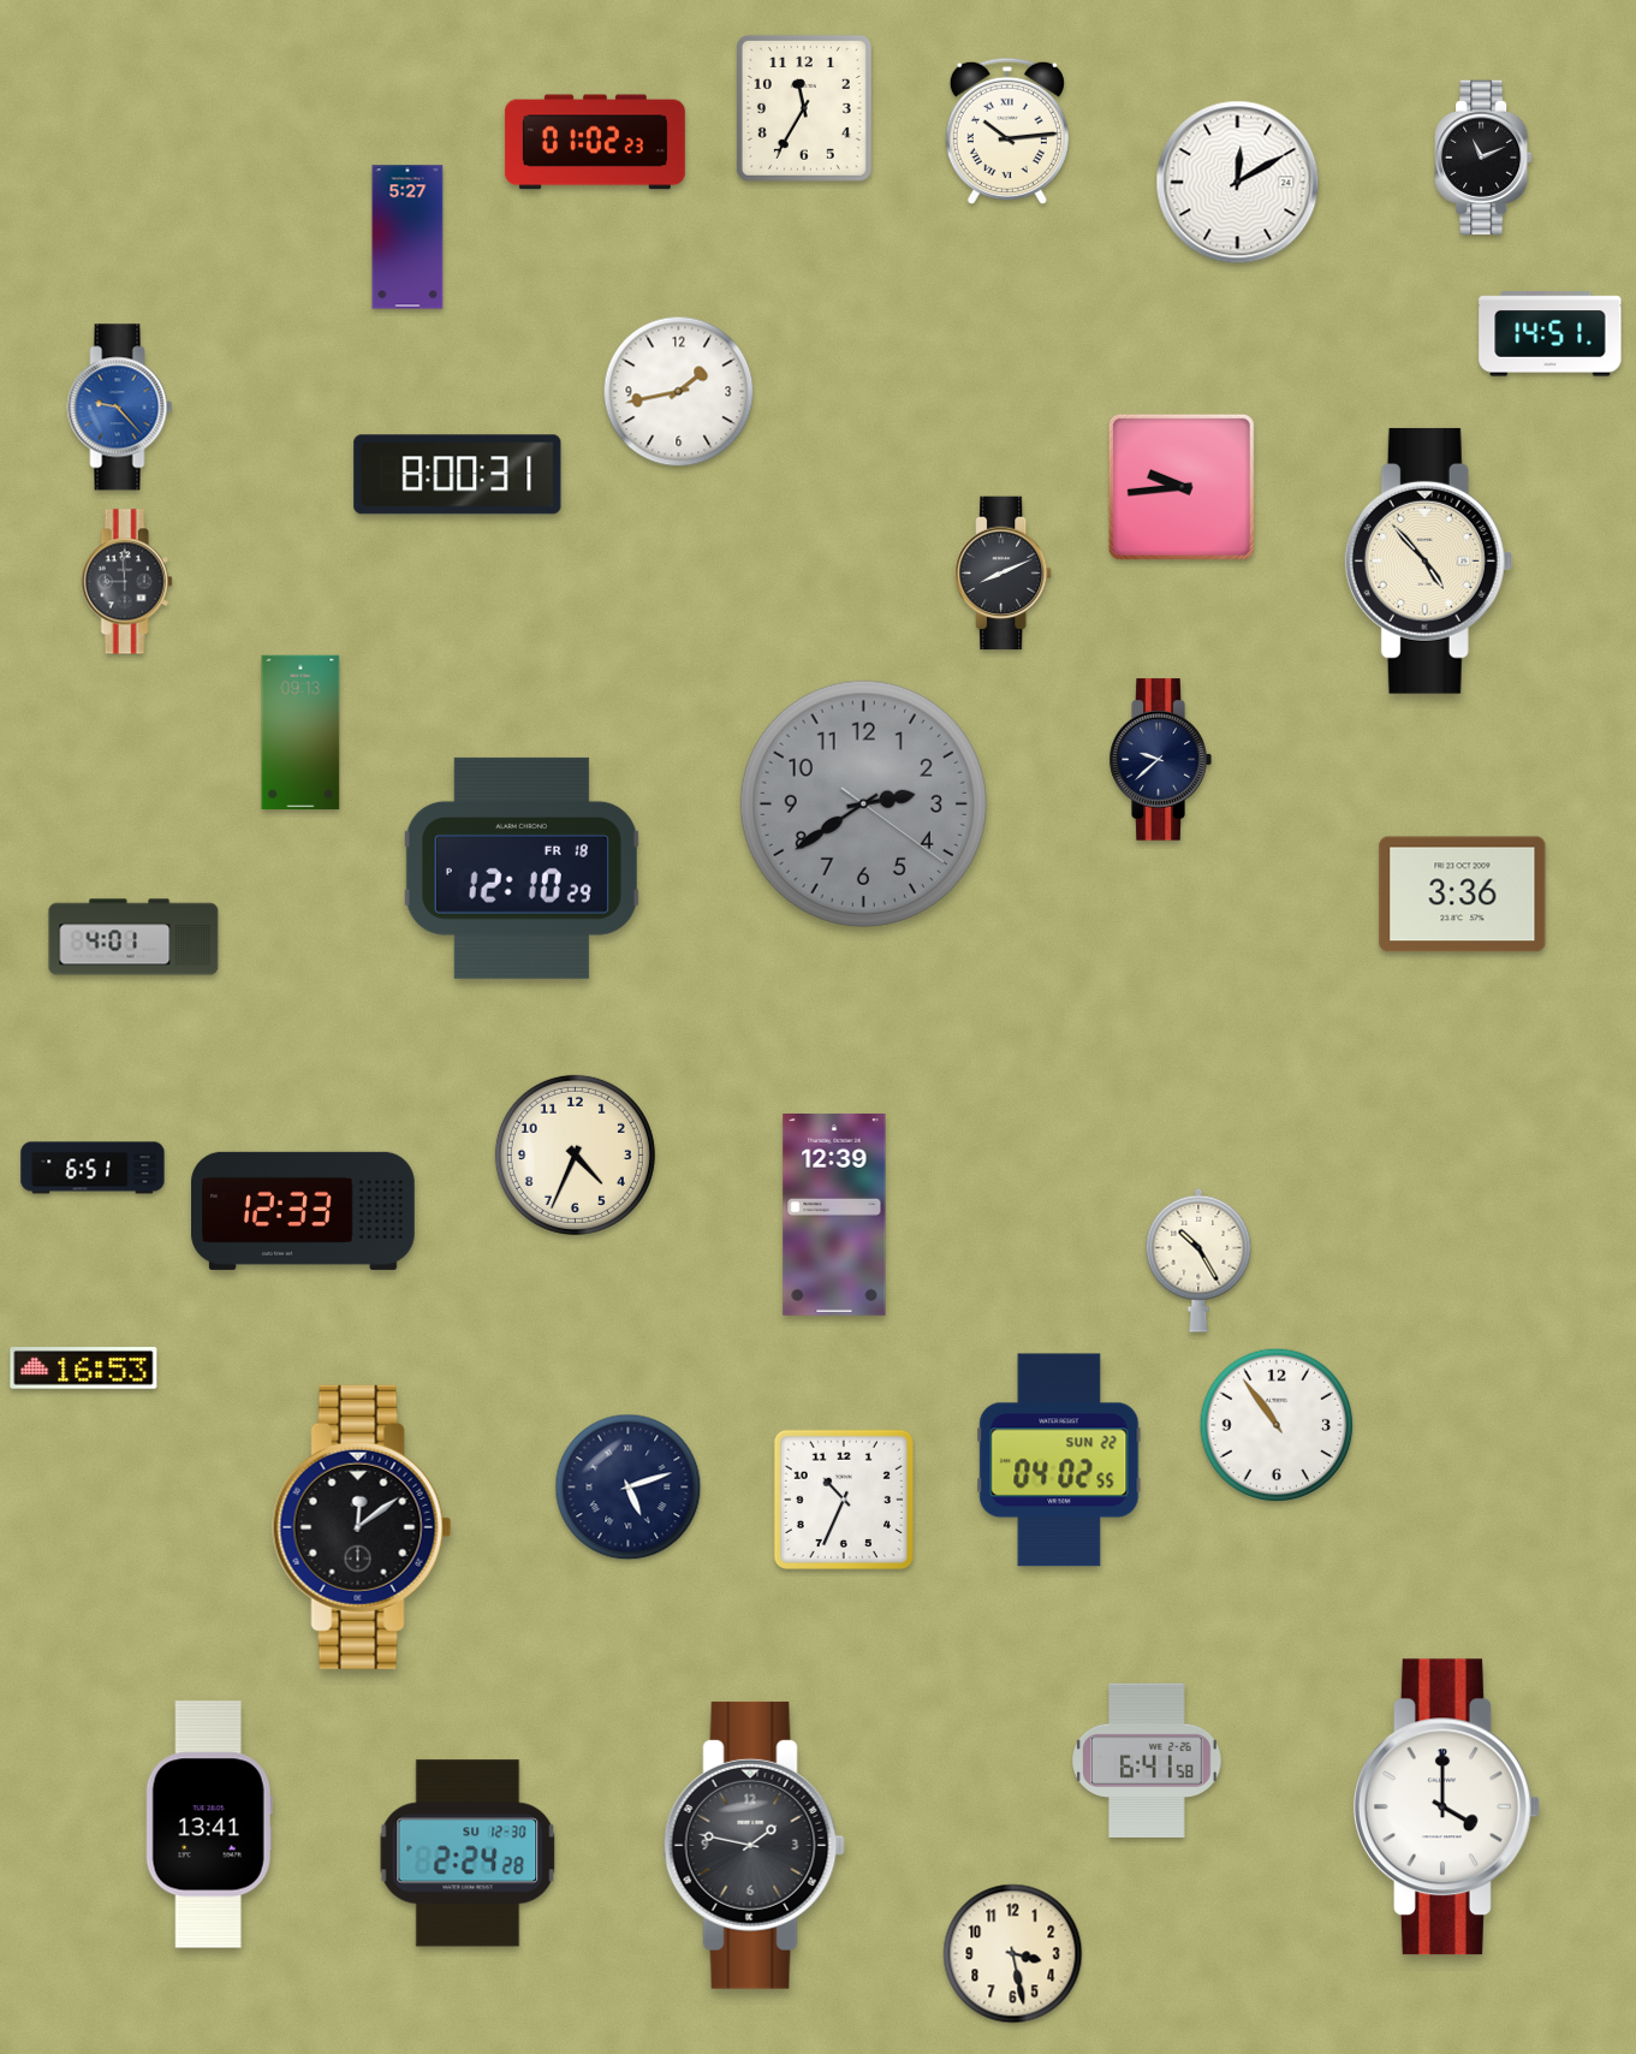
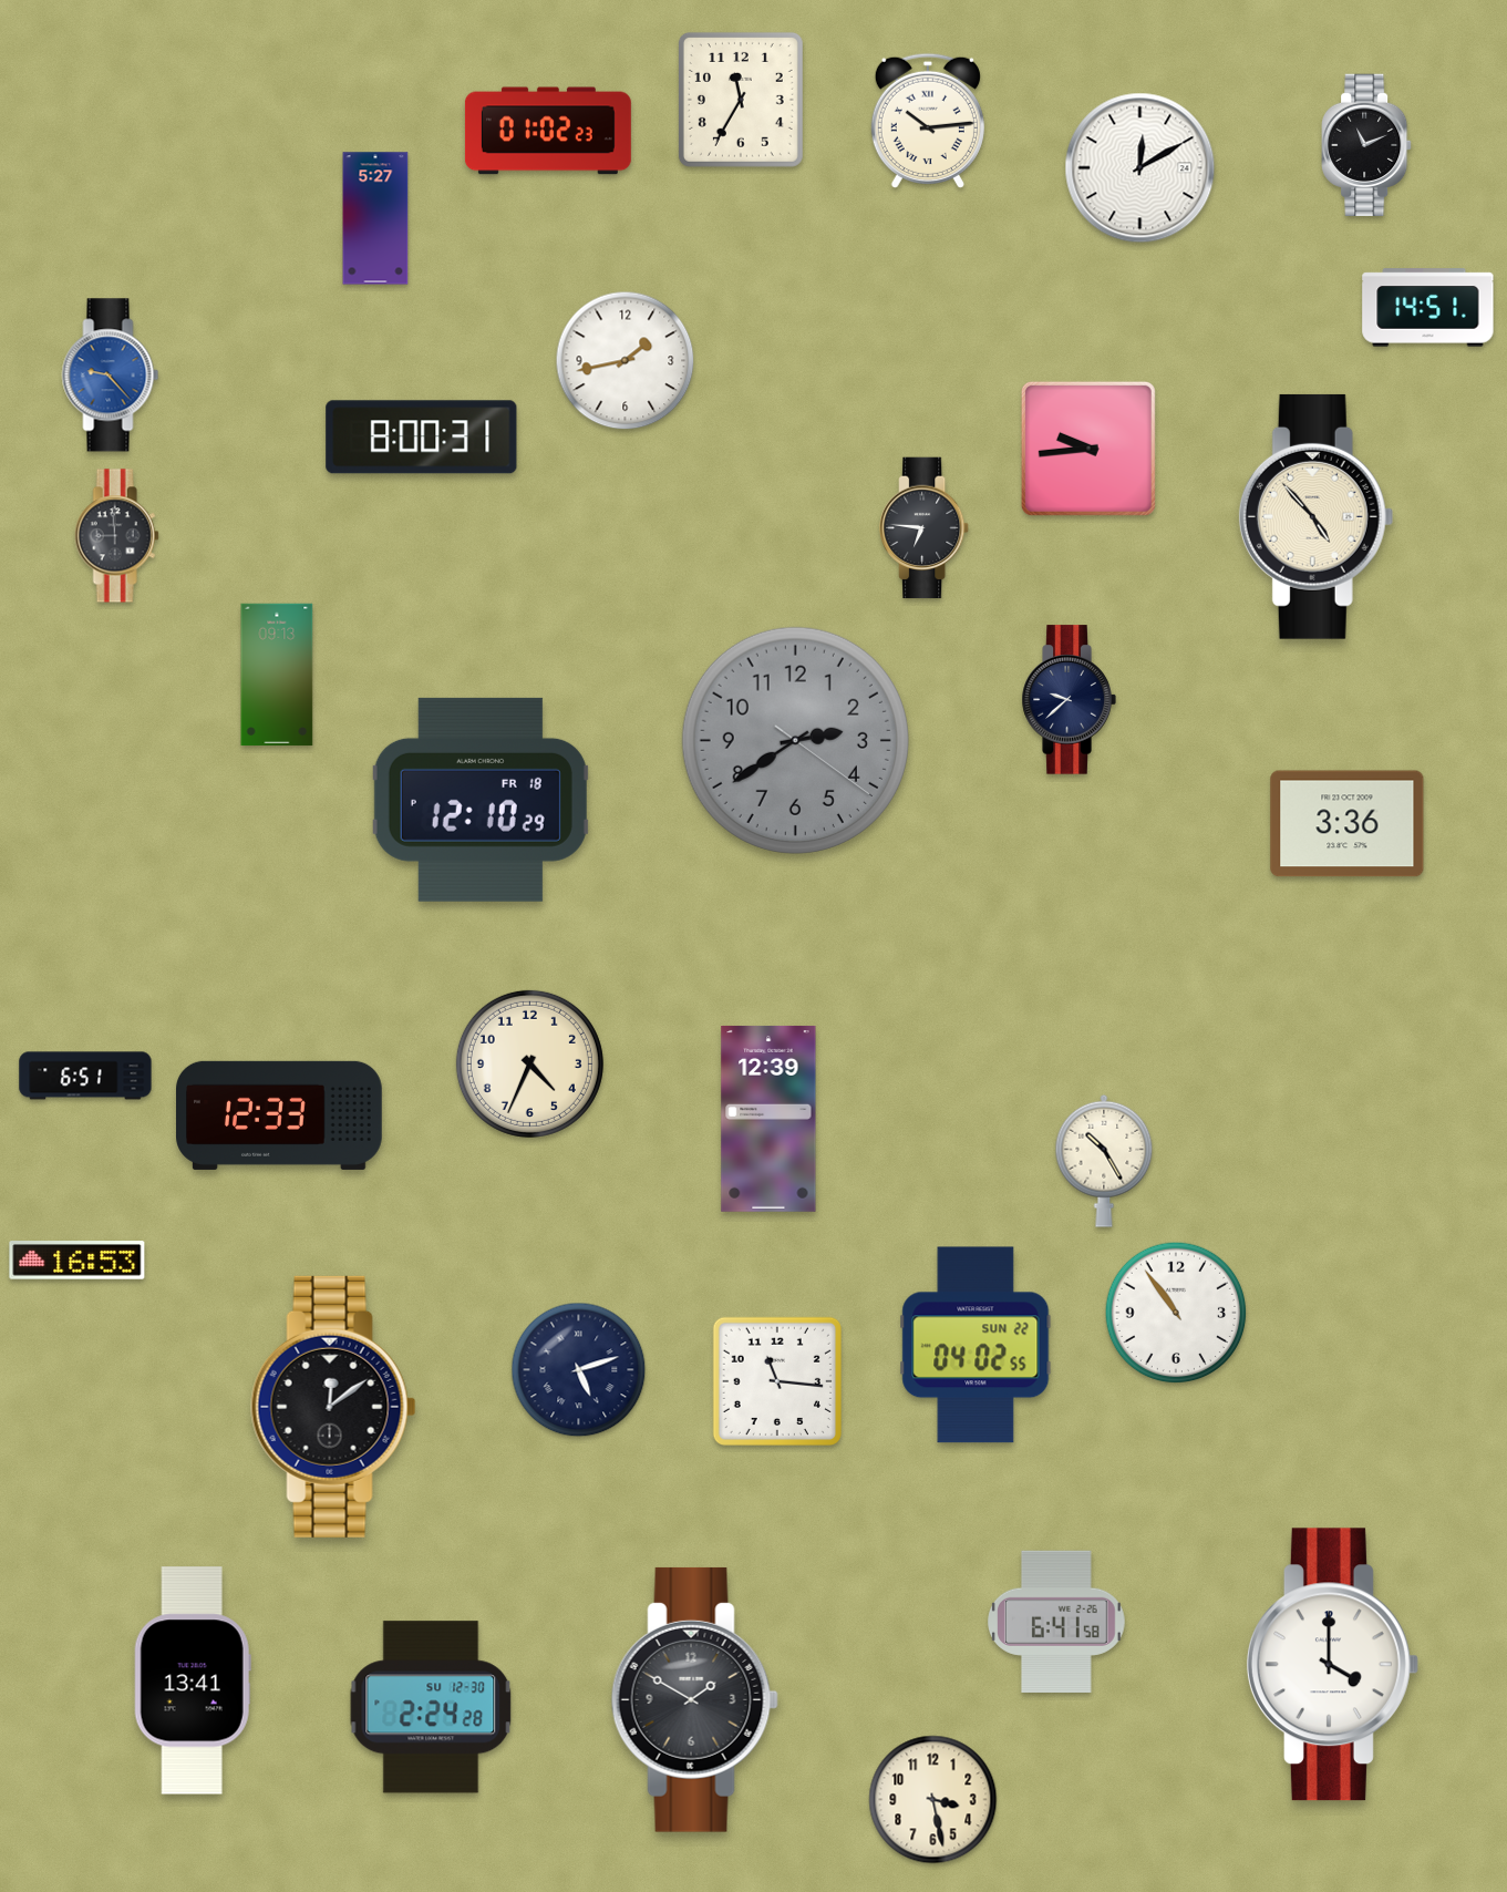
clock at (1005, 574): 8:11 -> 6:46
clock at (133, 937): 4:01 -> none
clock at (844, 1500): 10:34 -> 11:16
clock at (754, 1845): 1:47 -> 1:50
